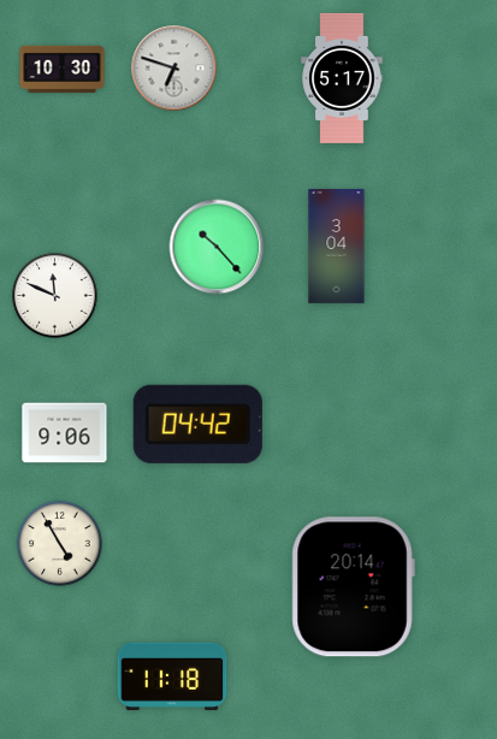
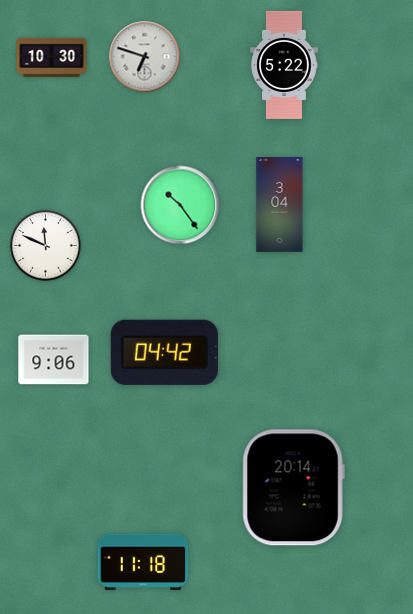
clock at (342, 78): 5:17 -> 5:22
clock at (217, 247): 10:23 -> 10:24
clock at (60, 544): 4:55 -> none
